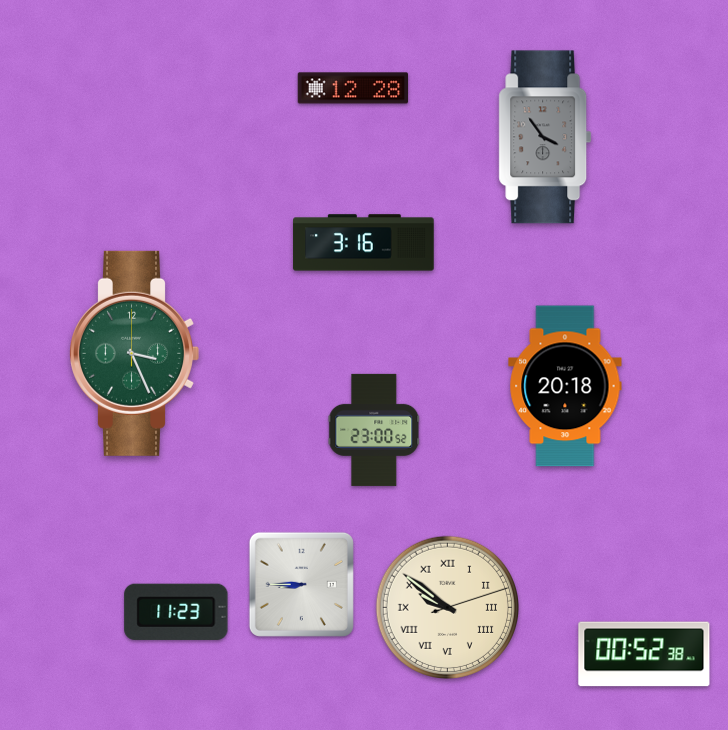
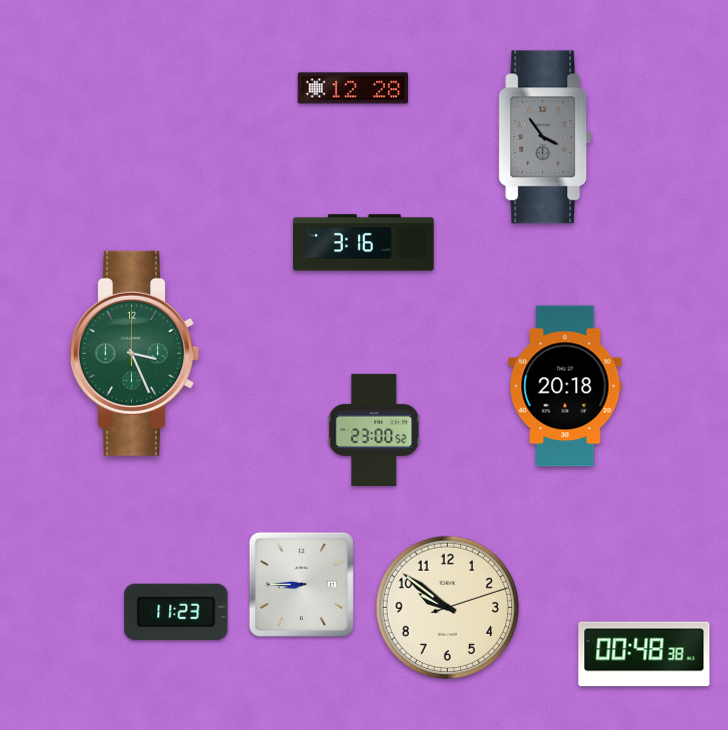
clock at (447, 607) numerals: Roman -> Arabic
clock at (644, 654): 00:52 -> 00:48
